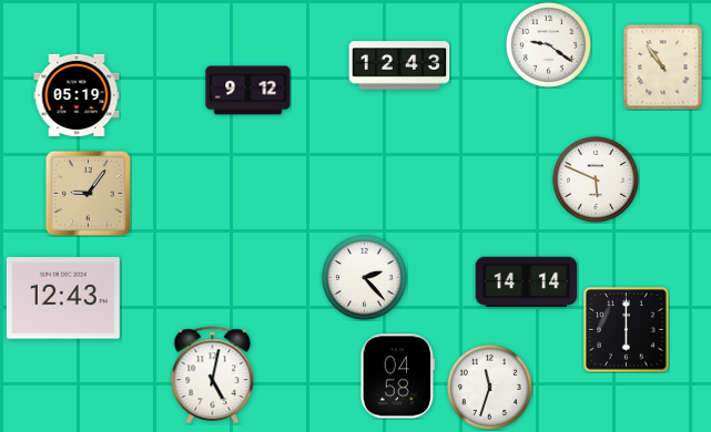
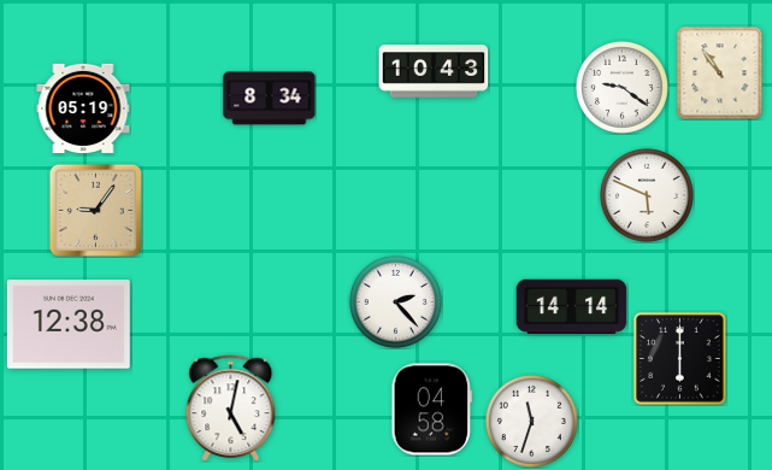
clock at (548, 44) position: (548, 44) -> (621, 87)
clock at (399, 65): 12:43 -> 10:43
clock at (248, 91): 9:12 -> 8:34
clock at (77, 94) position: (77, 94) -> (83, 107)
clock at (63, 298): 12:43 -> 12:38
